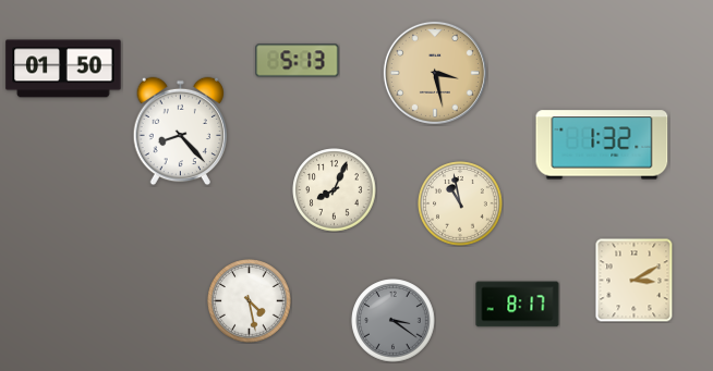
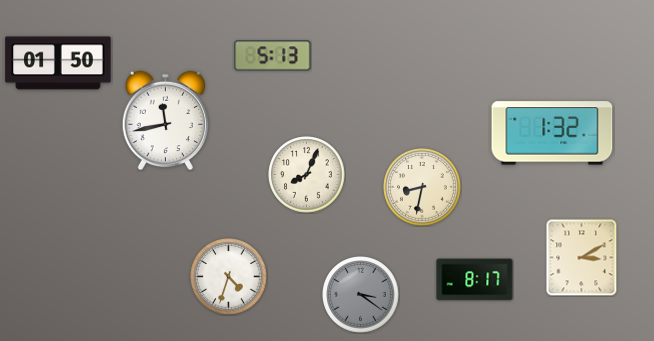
clock at (435, 73): 3:28 -> none
clock at (181, 132): 8:23 -> 11:43
clock at (460, 203): 10:58 -> 8:32
clock at (250, 301): 4:28 -> 4:33
